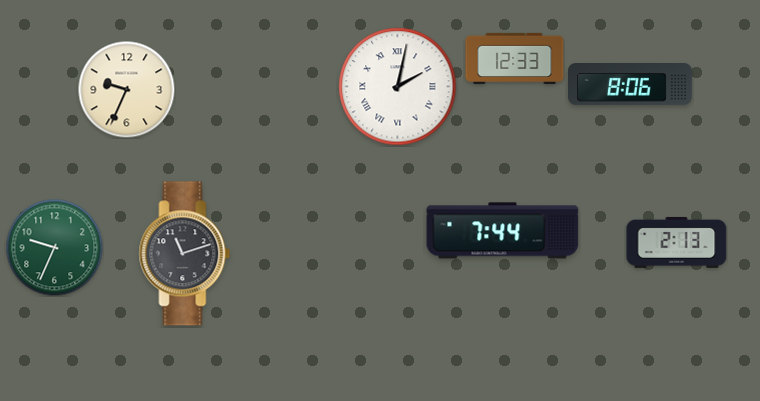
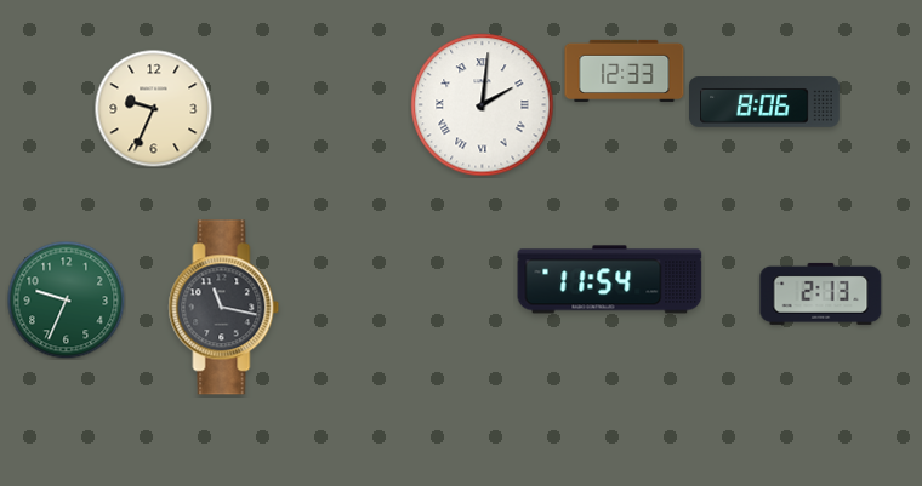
clock at (398, 87): 2:02 -> 2:01
clock at (503, 231): 7:44 -> 11:54
clock at (185, 254): 11:12 -> 11:17
